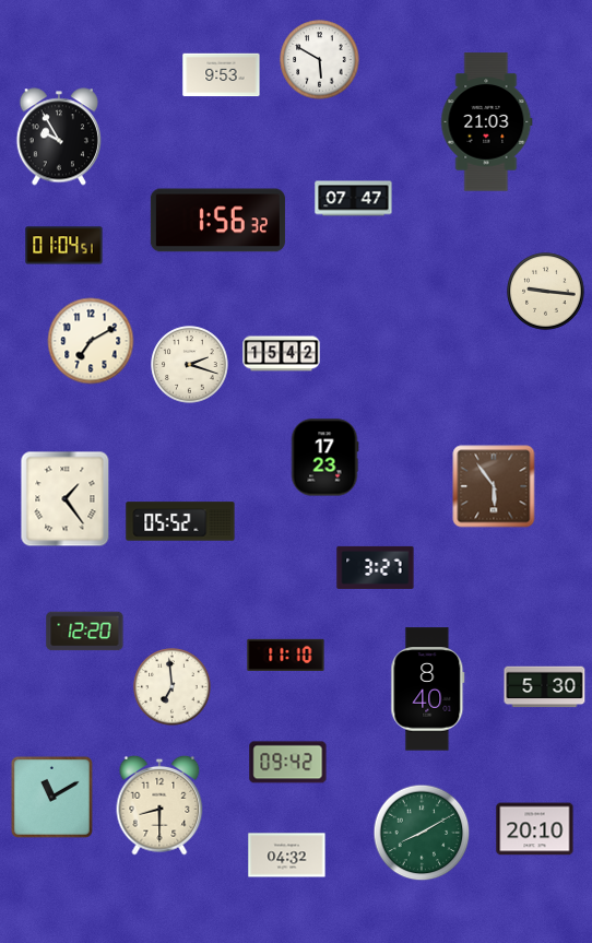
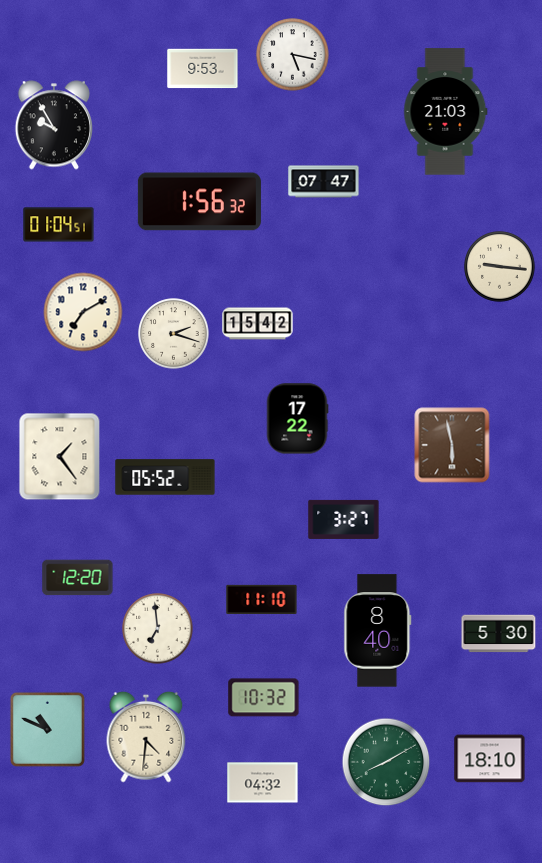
clock at (320, 60): 5:50 -> 5:17
clock at (324, 458): 17:23 -> 17:22
clock at (494, 486): 5:54 -> 5:58
clock at (545, 687) position: (545, 687) -> (499, 634)
clock at (428, 689) position: (428, 689) -> (378, 631)
clock at (288, 763): 09:42 -> 10:32
clock at (51, 797): 11:10 -> 10:49
clock at (159, 805): 8:30 -> 4:31
clock at (535, 829): 20:10 -> 18:10
